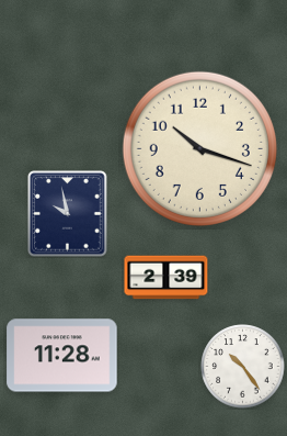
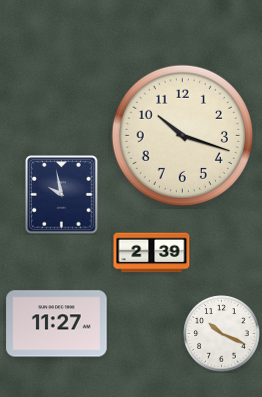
clock at (62, 356): 11:28 -> 11:27
clock at (243, 367): 10:24 -> 10:19
